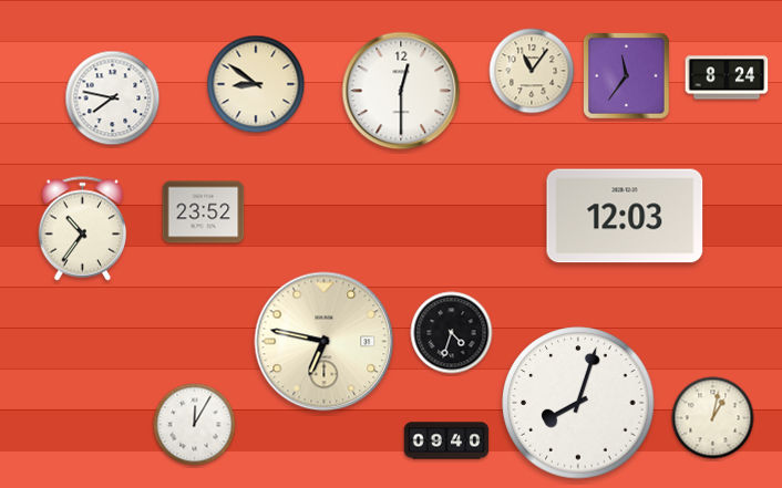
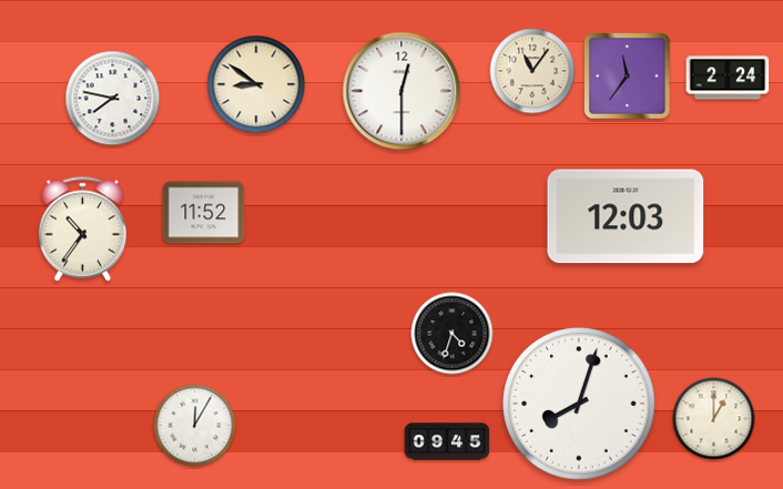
clock at (727, 77): 8:24 -> 2:24
clock at (204, 212): 23:52 -> 11:52
clock at (325, 342): 6:47 -> none
clock at (713, 418): 1:02 -> 1:00
clock at (446, 440): 09:40 -> 09:45
